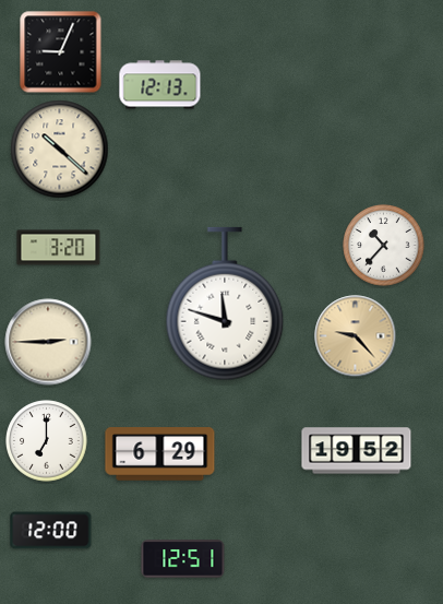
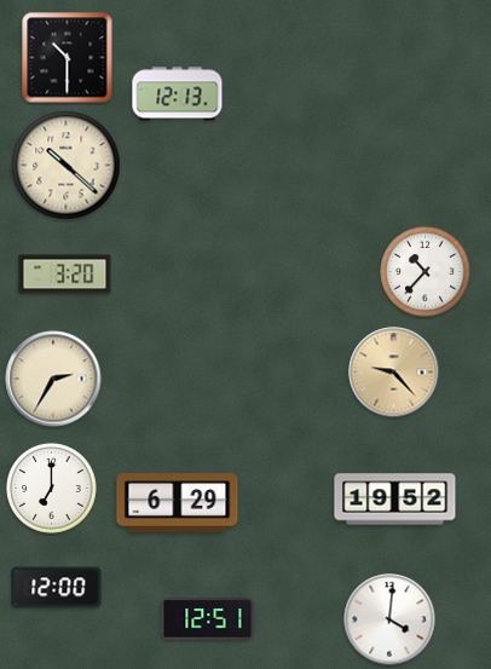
clock at (61, 52): 9:04 -> 10:30
clock at (225, 304): 11:48 -> none
clock at (48, 342): 2:45 -> 2:35
clock at (183, 559) position: (183, 559) -> (208, 619)
clock at (389, 619): none -> 4:01
